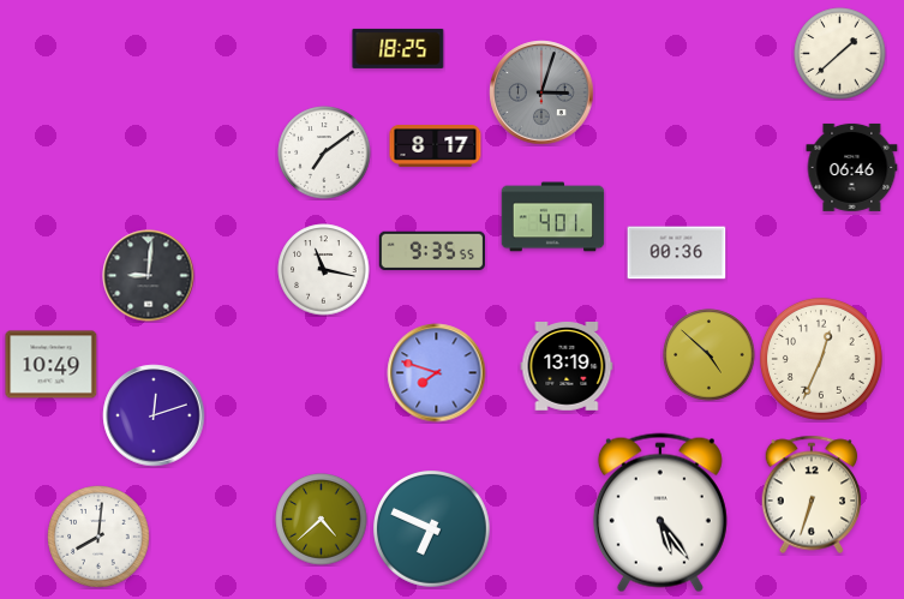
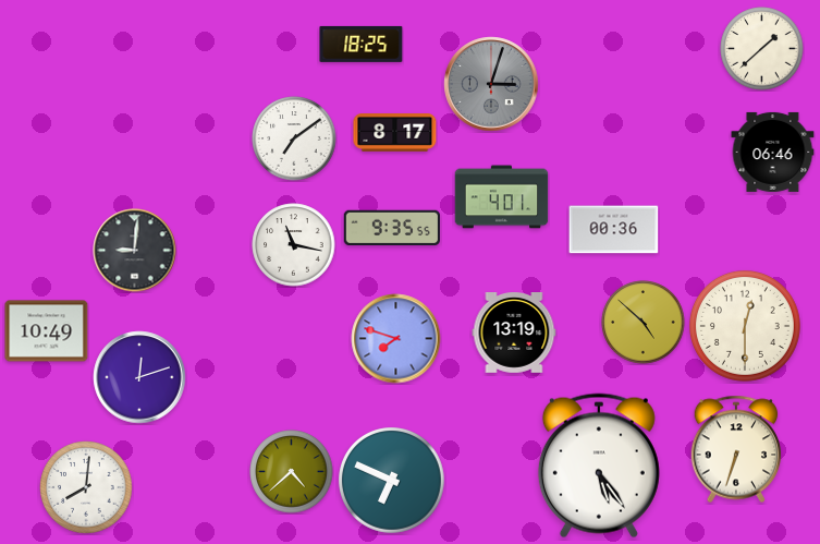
clock at (821, 359): 12:34 -> 12:30
clock at (98, 537) position: (98, 537) -> (86, 487)
